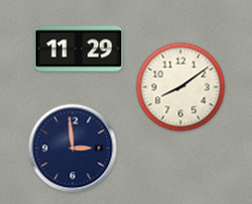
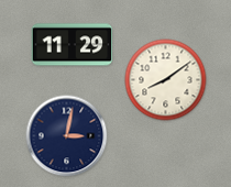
clock at (73, 149): 2:59 -> 3:02
